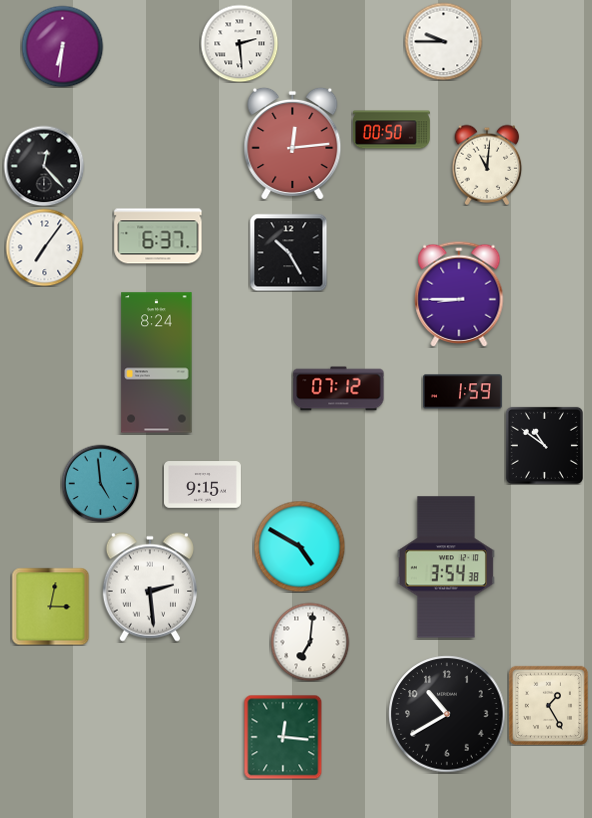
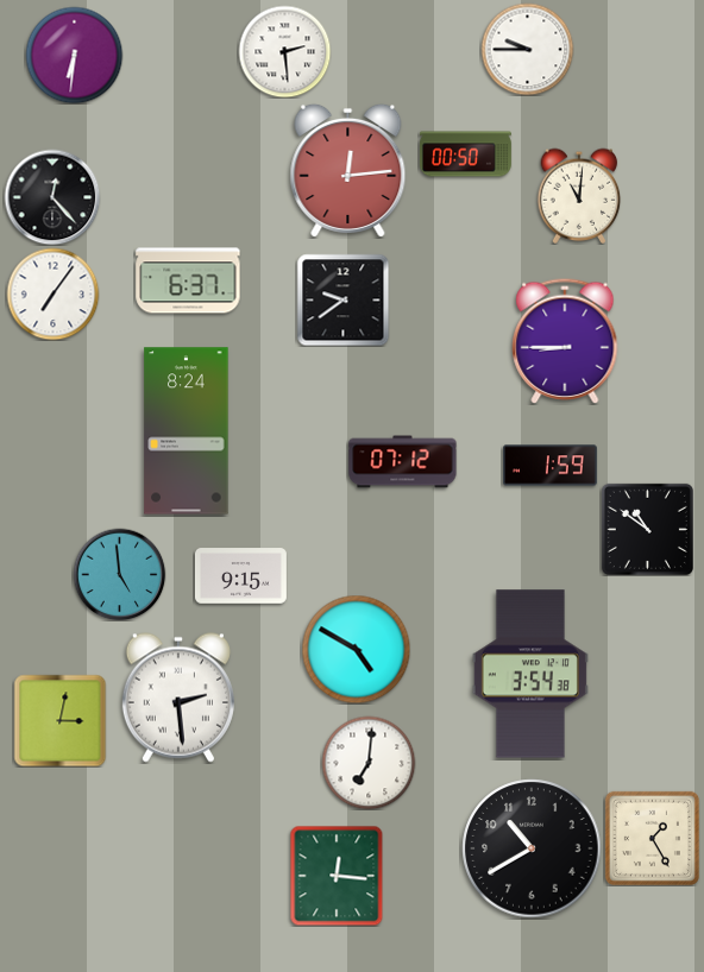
clock at (288, 252): 10:25 -> 9:39
clock at (459, 294) position: (459, 294) -> (565, 341)
